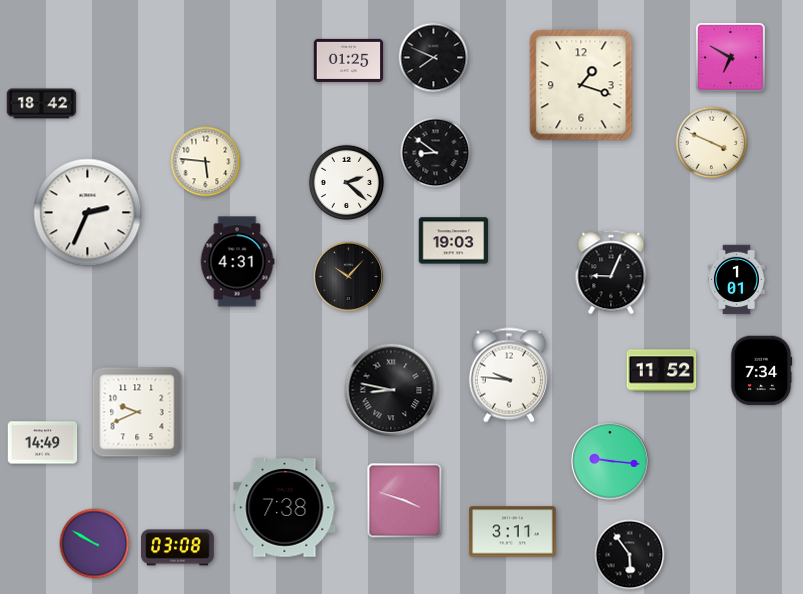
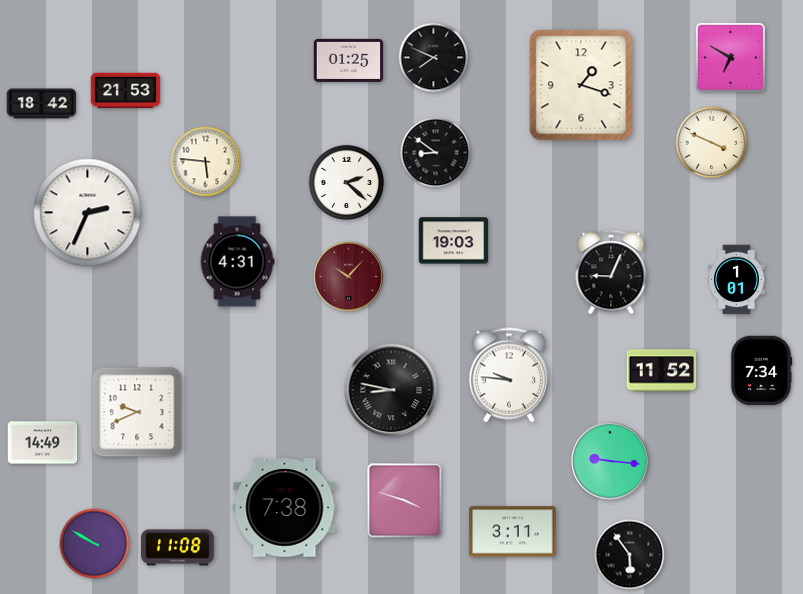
clock at (126, 91): none -> 21:53
clock at (348, 276) dial: black -> burgundy
clock at (178, 548): 03:08 -> 11:08
